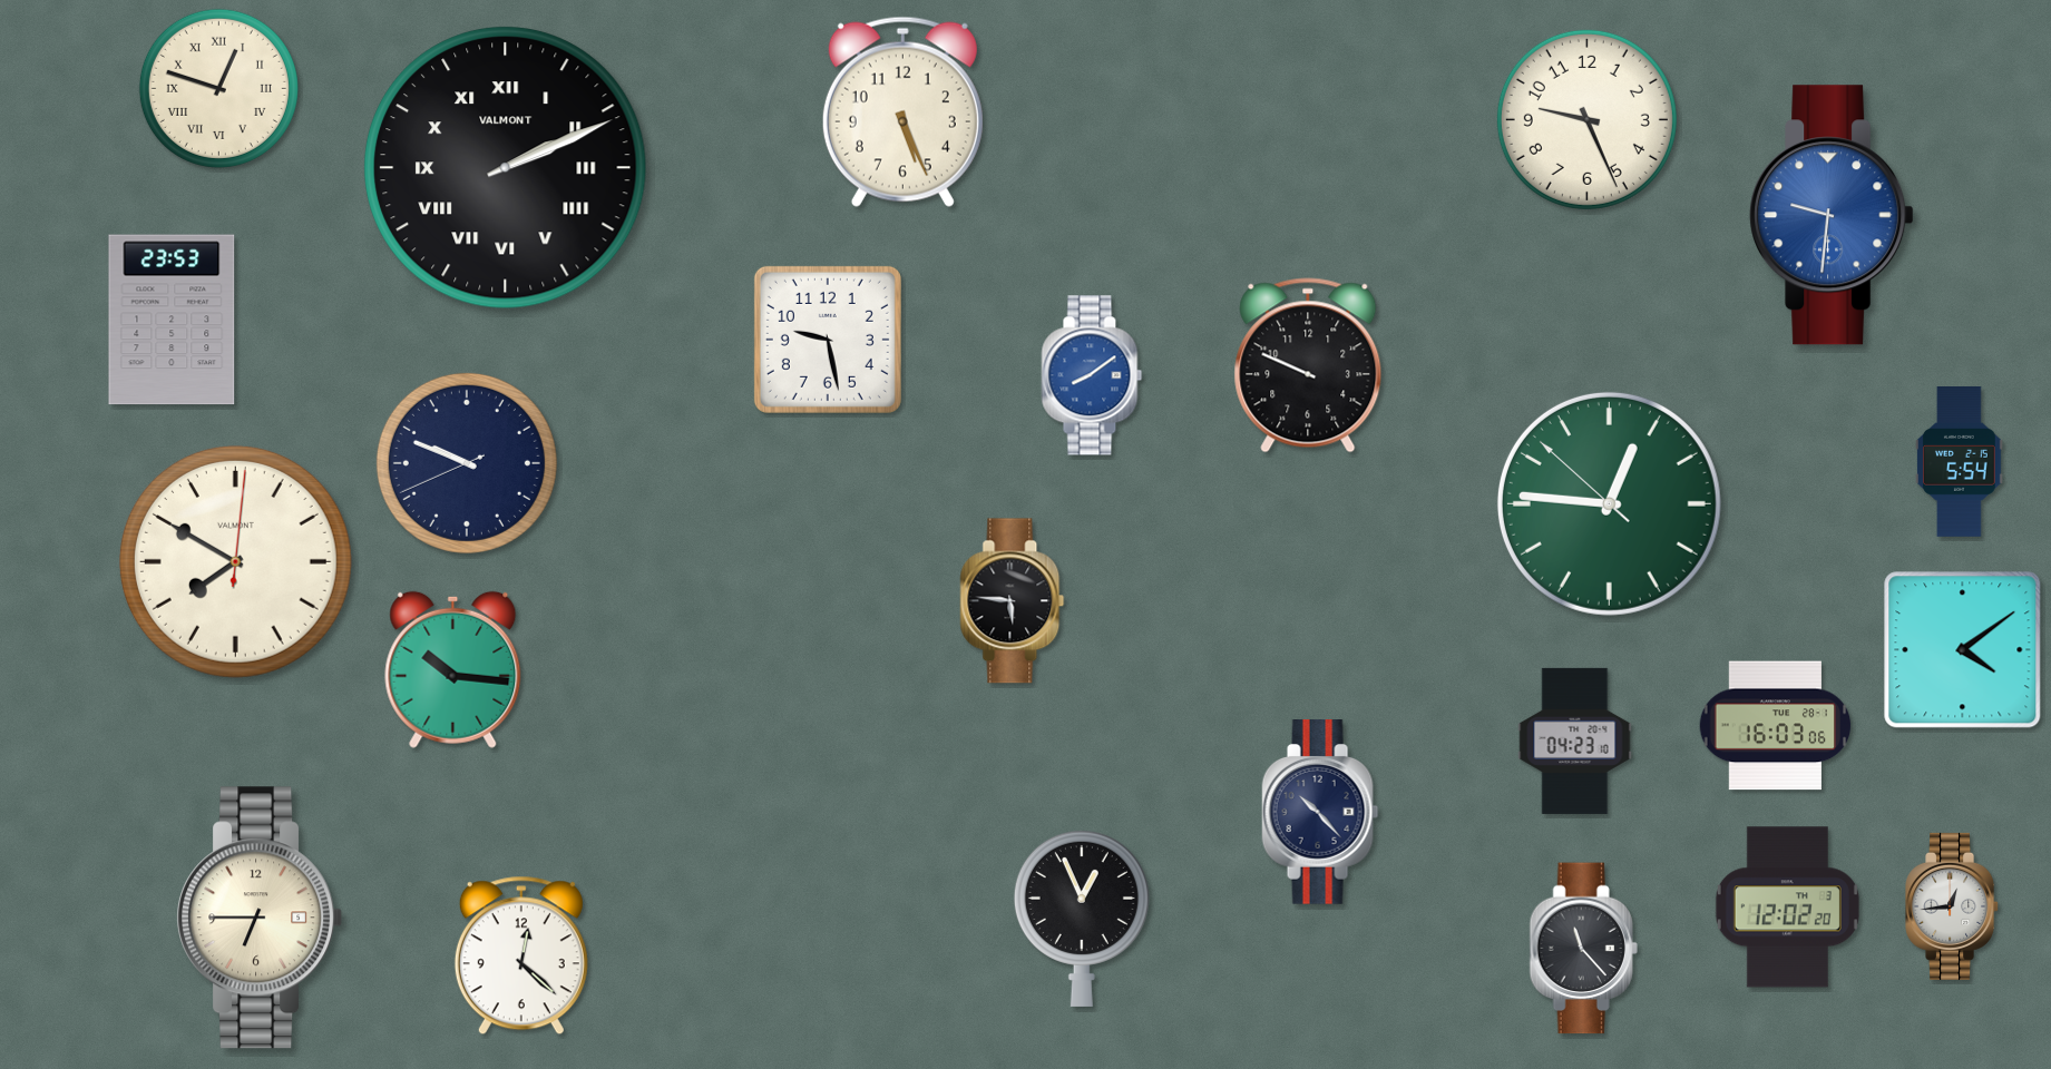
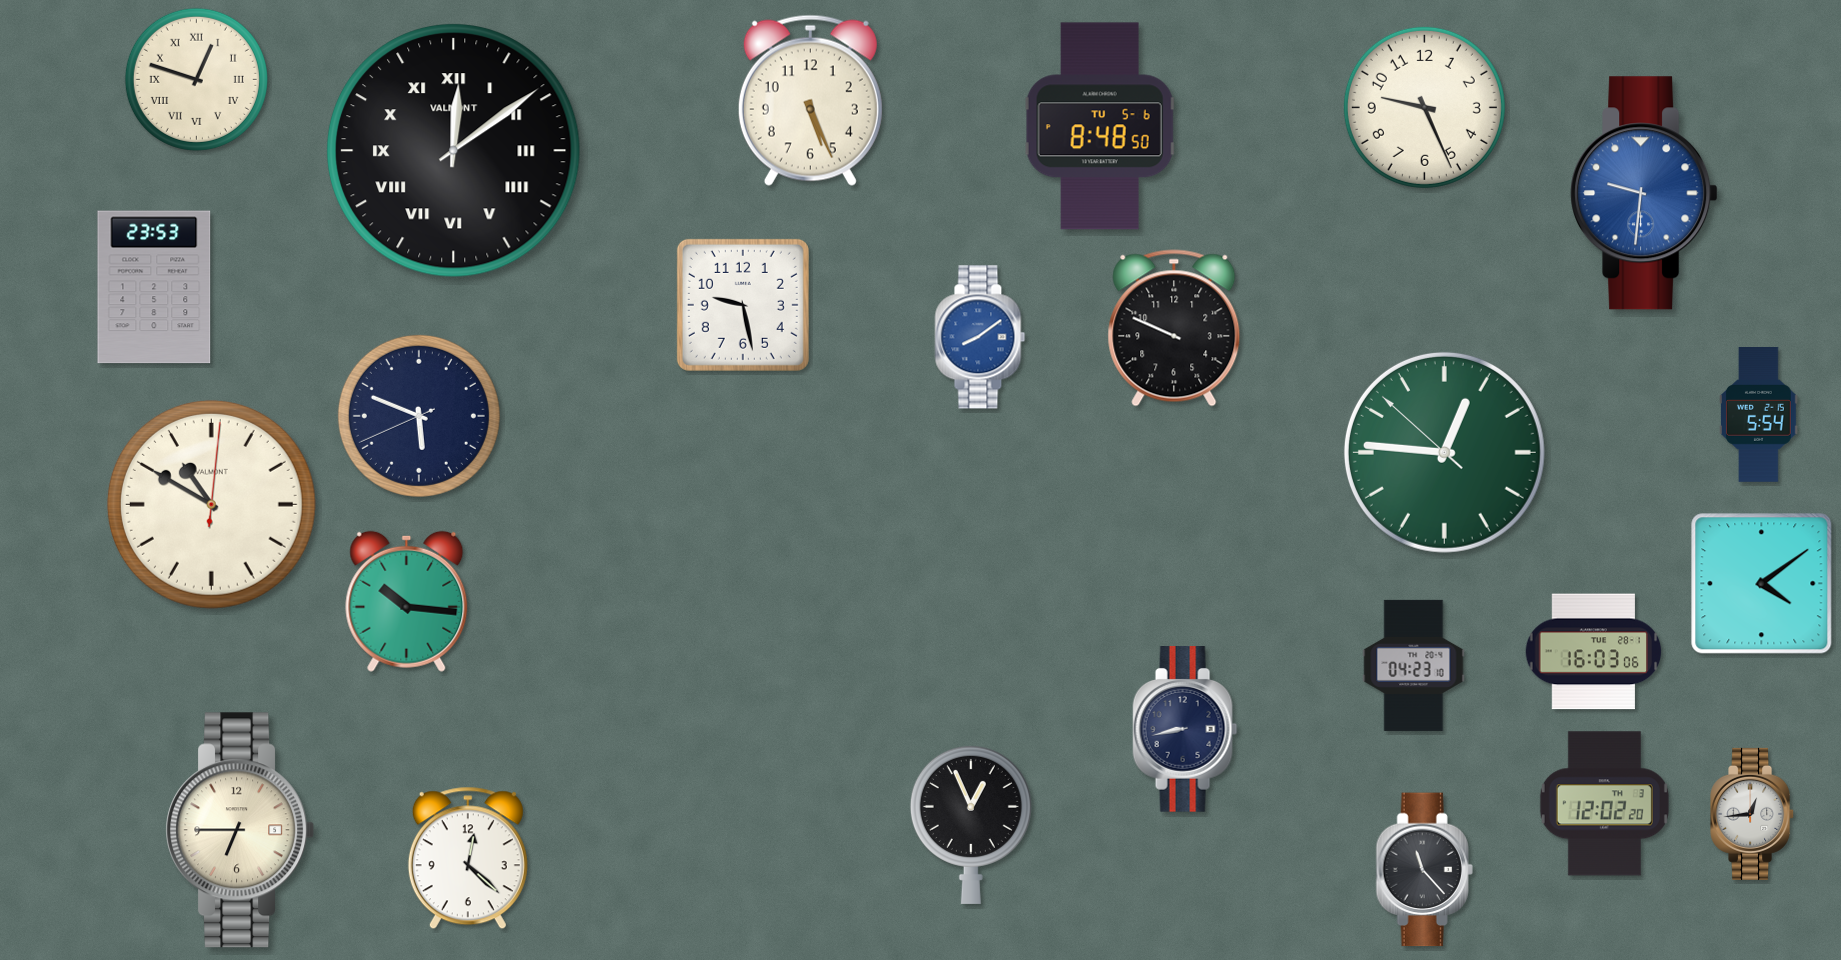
clock at (1100, 126): none -> 8:48
clock at (506, 168): 2:11 -> 12:09
clock at (467, 463): 9:48 -> 5:48
clock at (235, 561): 7:50 -> 10:50
clock at (1013, 601): 5:46 -> none
clock at (1320, 813): 10:23 -> 8:43
clock at (1787, 908) position: (1787, 908) -> (1604, 804)
clock at (260, 918) position: (260, 918) -> (240, 830)
clock at (1583, 949) position: (1583, 949) -> (1424, 870)
